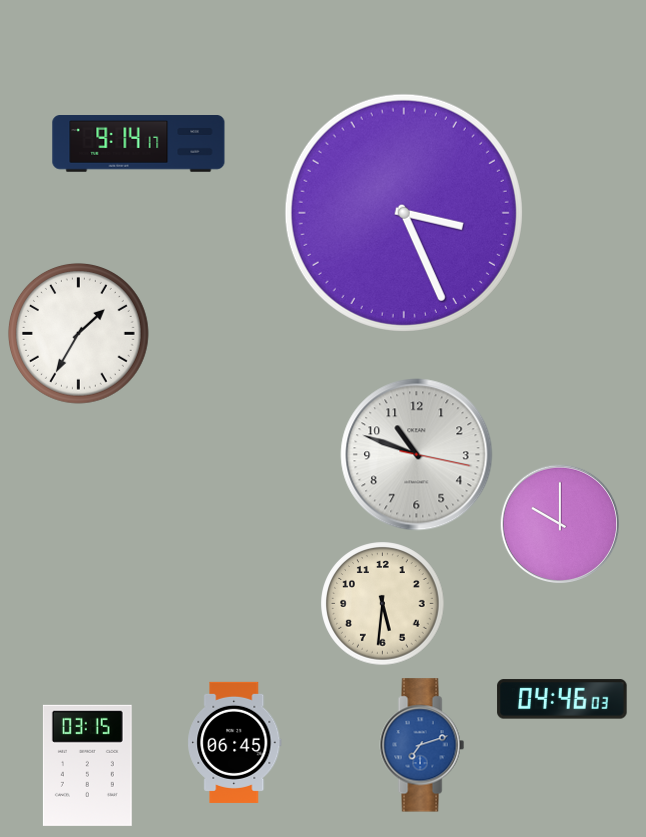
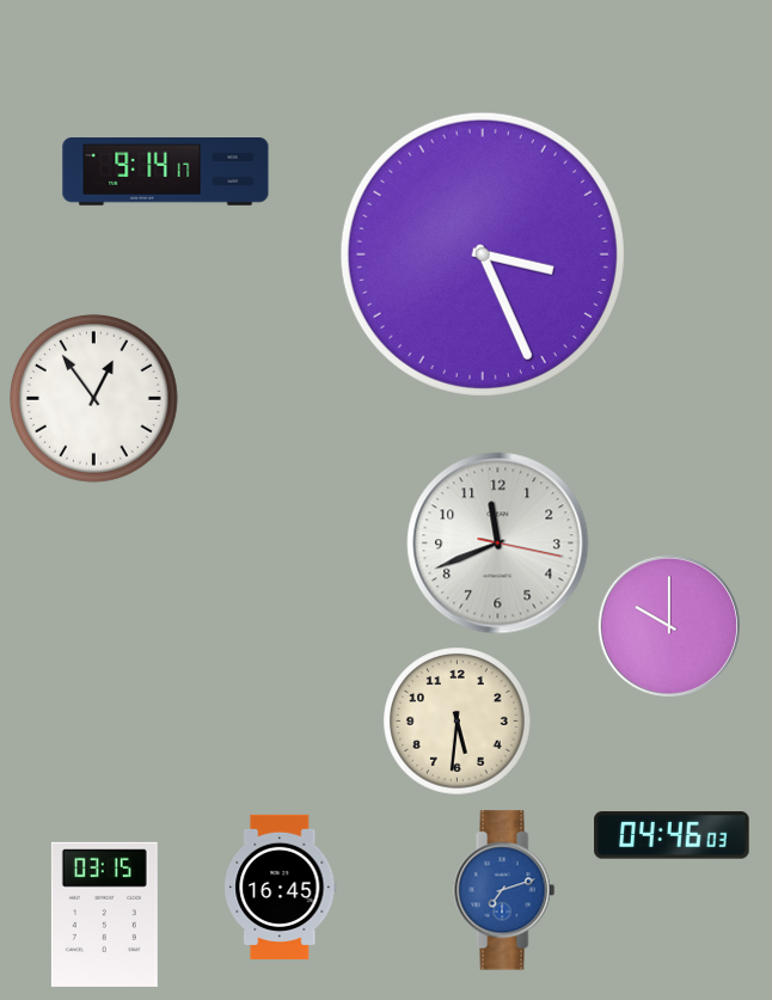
clock at (78, 333): 1:35 -> 12:54
clock at (417, 455): 10:48 -> 11:41
clock at (235, 742): 06:45 -> 16:45
